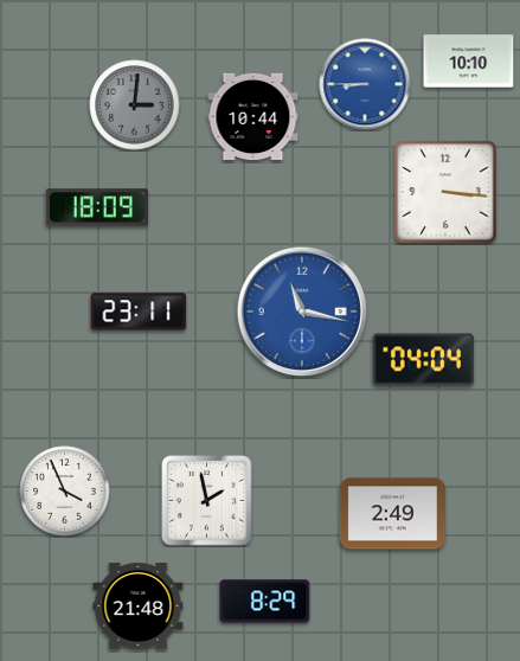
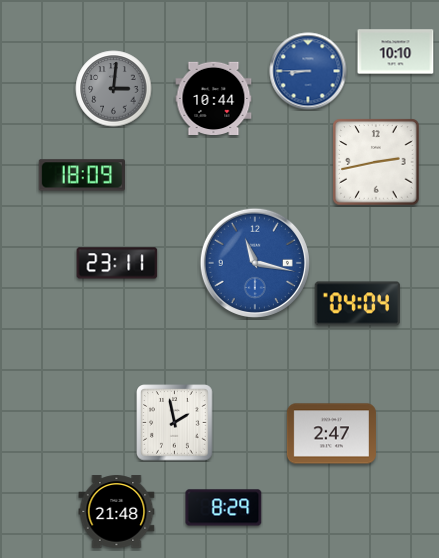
clock at (445, 192): 3:16 -> 2:43
clock at (65, 492): 3:56 -> none
clock at (392, 514): 2:49 -> 2:47
